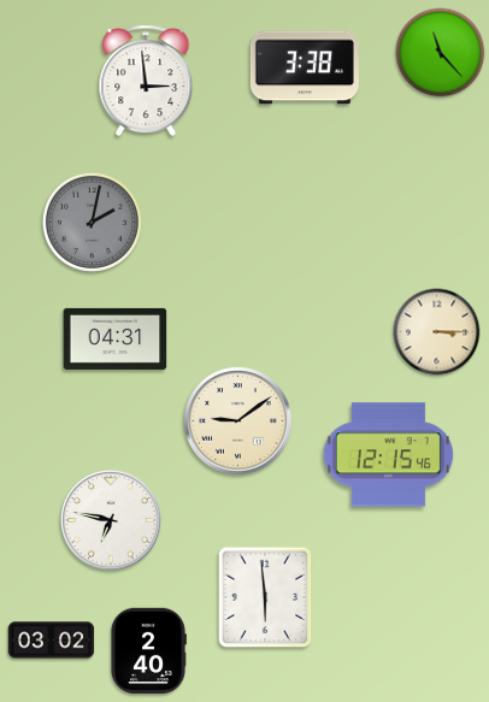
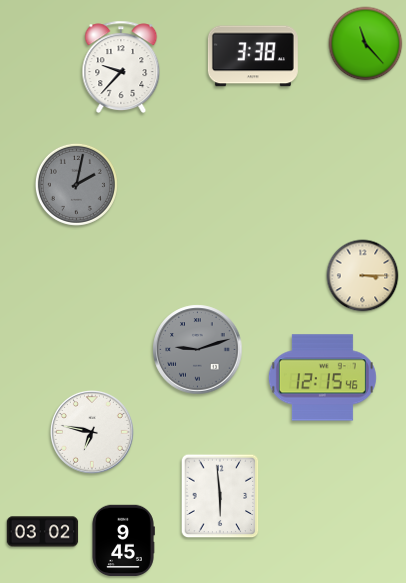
clock at (146, 81): 2:59 -> 9:37
clock at (116, 338): 04:31 -> none
clock at (238, 421): 9:09 -> 9:12
clock at (238, 421) dial: cream -> grey
clock at (148, 651): 2:40 -> 9:45
